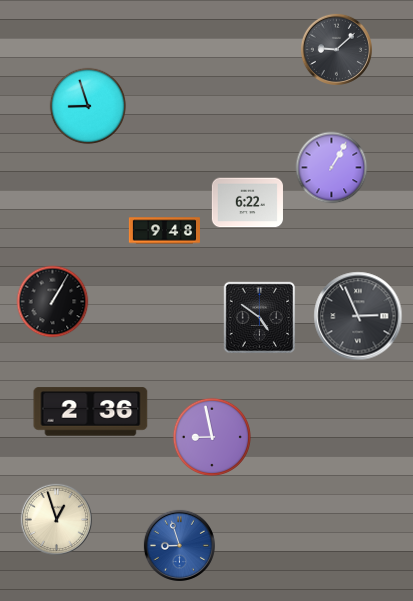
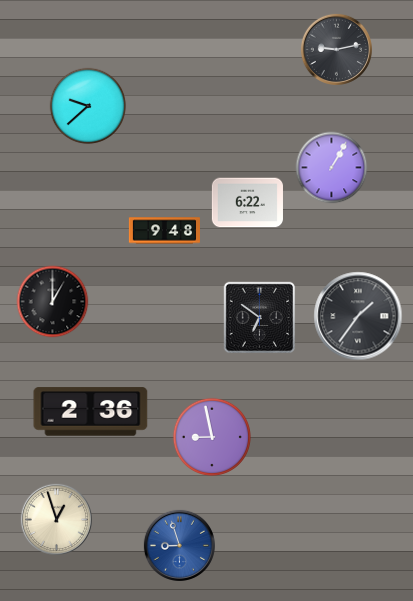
clock at (336, 49): 9:08 -> 9:13
clock at (88, 106): 8:57 -> 9:38
clock at (53, 302): 1:05 -> 1:00
clock at (358, 316): 2:56 -> 1:36
clock at (260, 318): 4:51 -> 6:51
